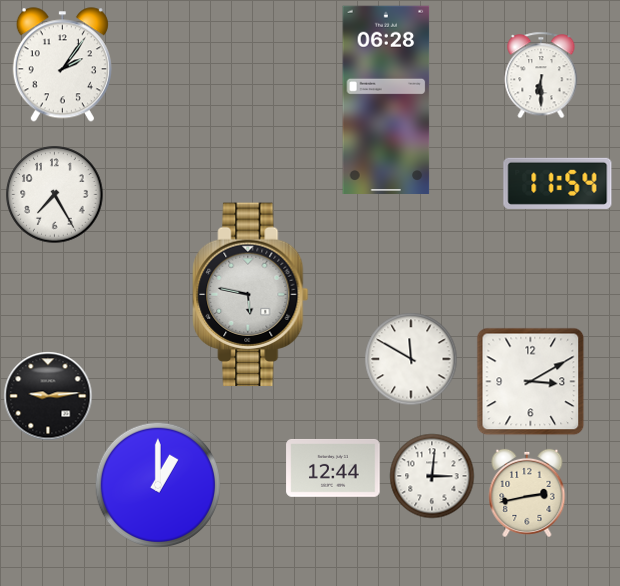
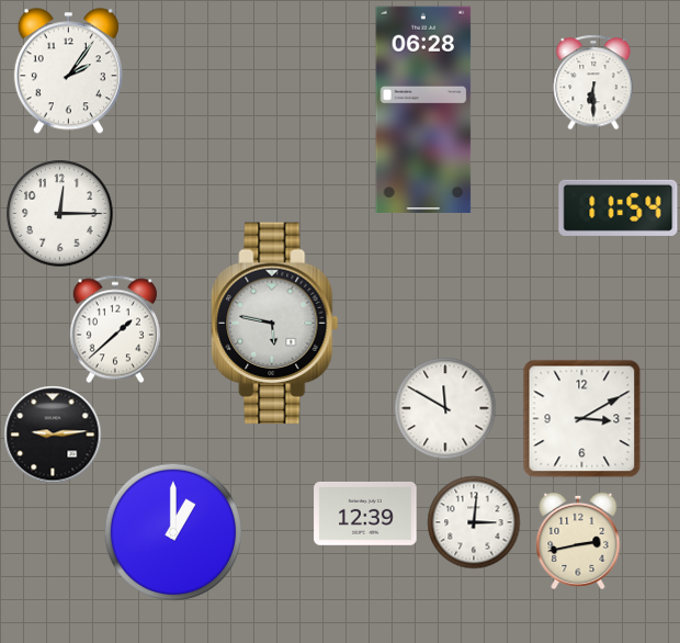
clock at (558, 183) position: (558, 183) -> (619, 207)
clock at (55, 195): 7:25 -> 12:15
clock at (115, 329): none -> 1:38
clock at (411, 359) position: (411, 359) -> (445, 408)
clock at (333, 468): 12:44 -> 12:39
